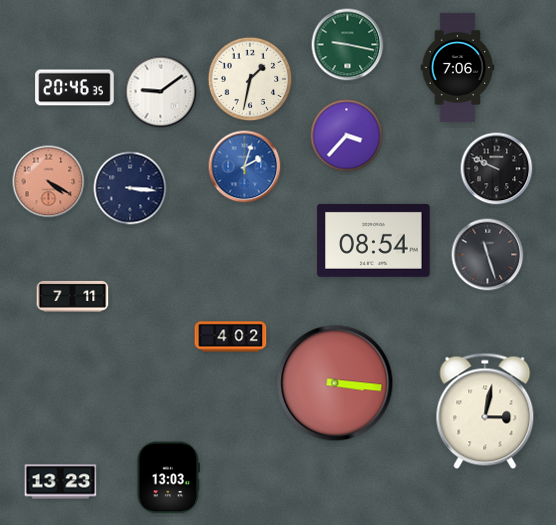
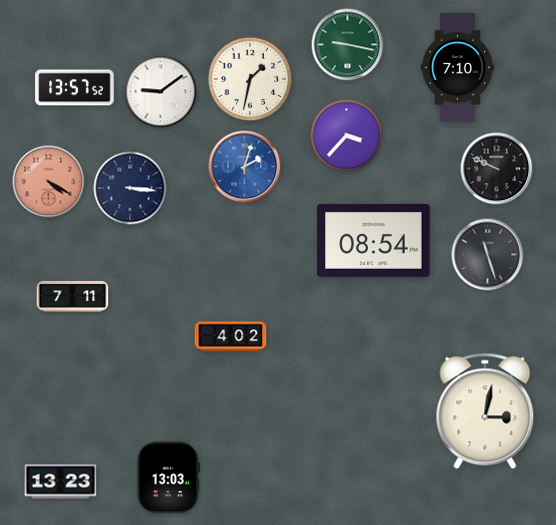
clock at (458, 67): 7:06 -> 7:10
clock at (75, 88): 20:46 -> 13:57
clock at (335, 383): 3:16 -> none
